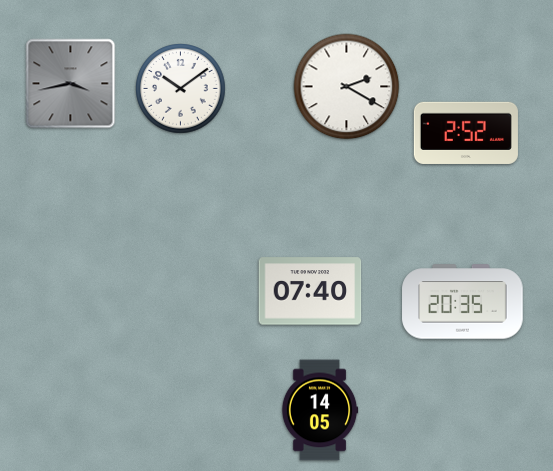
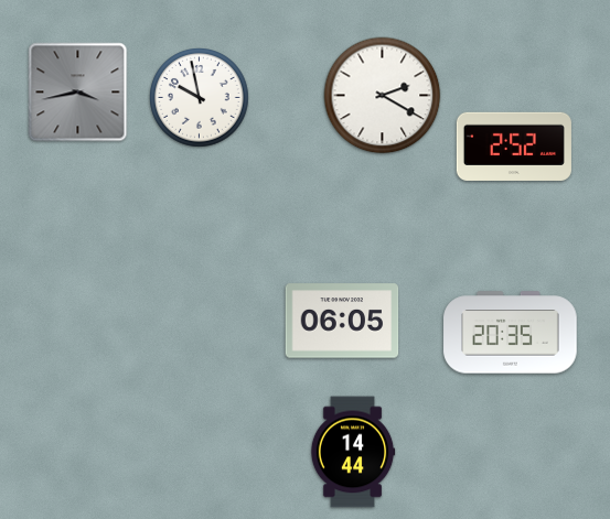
clock at (181, 89): 10:09 -> 9:58
clock at (310, 291): 07:40 -> 06:05
clock at (320, 410): 14:05 -> 14:44
